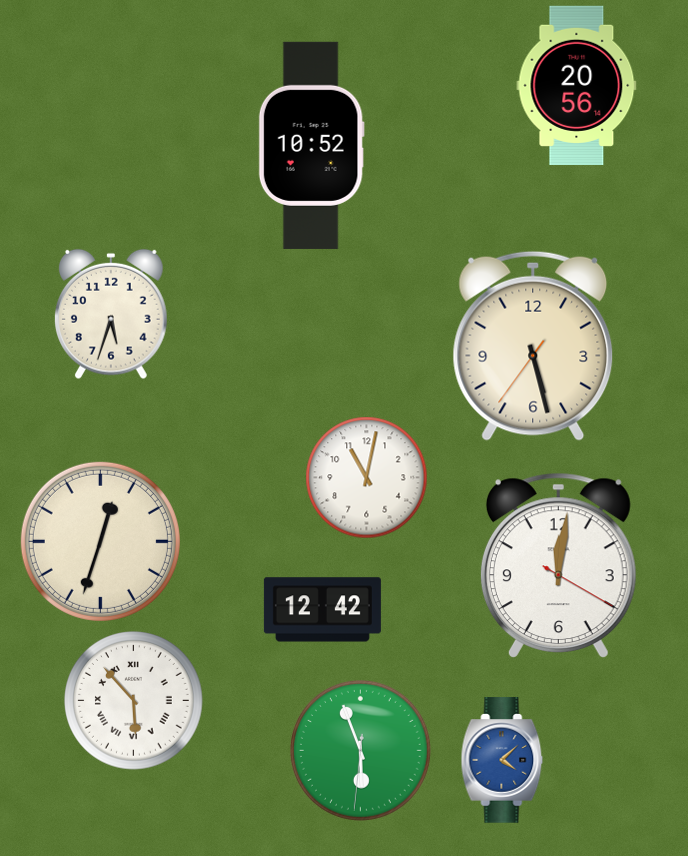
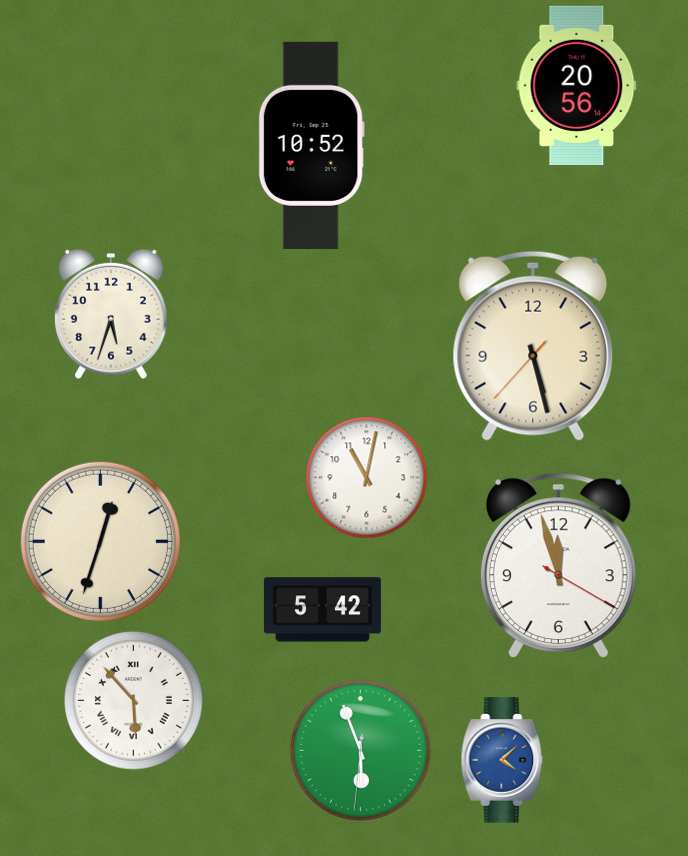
clock at (533, 346): 5:27:36 -> 5:27:37
clock at (558, 565): 12:01 -> 11:57
clock at (322, 610): 12:42 -> 5:42
